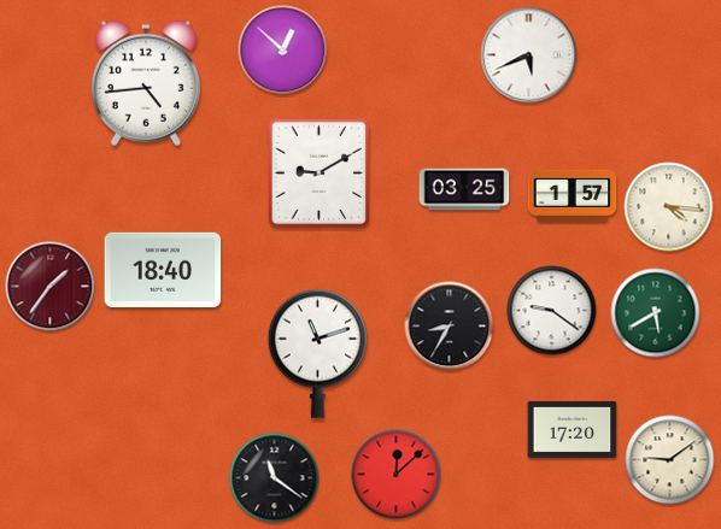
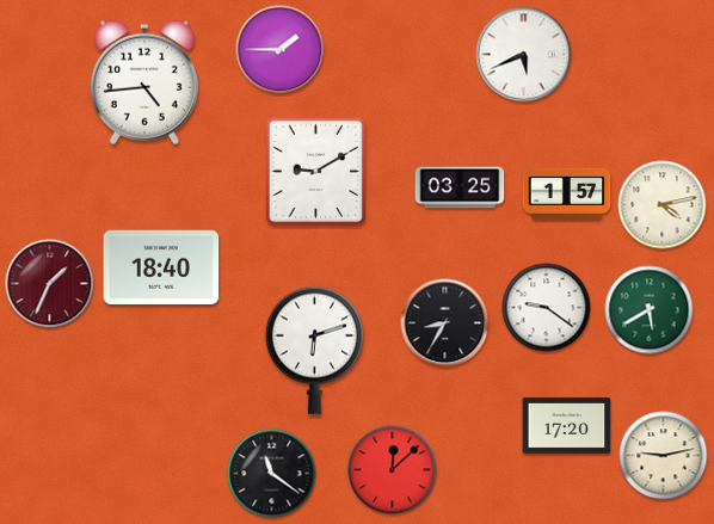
clock at (283, 51): 12:52 -> 1:45
clock at (669, 207): 4:16 -> 4:13
clock at (51, 287): 1:36 -> 1:34
clock at (317, 353): 11:12 -> 6:12
clock at (670, 460): 9:09 -> 9:13
